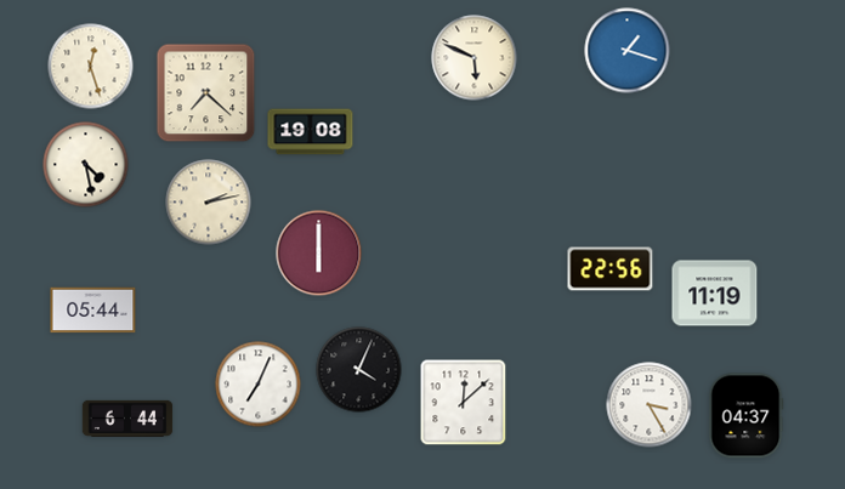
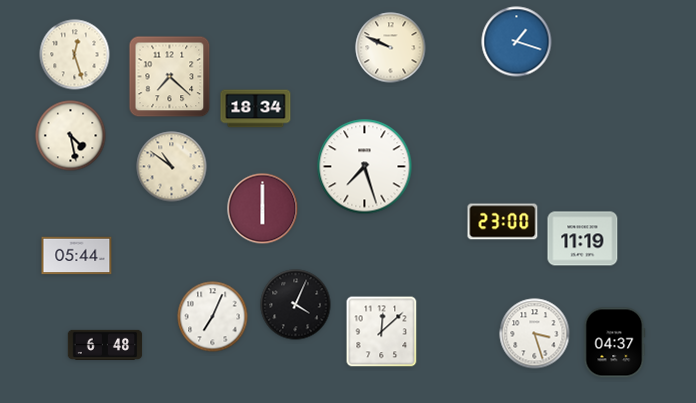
clock at (475, 58): 5:49 -> 9:49
clock at (311, 132): 19:08 -> 18:34
clock at (209, 203): 2:13 -> 10:51
clock at (365, 167): none -> 7:27
clock at (611, 269): 22:56 -> 23:00
clock at (715, 294) position: (715, 294) -> (583, 239)
clock at (650, 405): 3:25 -> 3:27
clock at (127, 419): 6:44 -> 6:48
